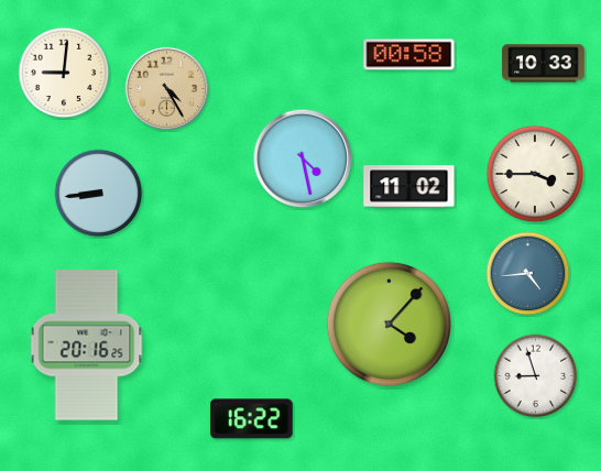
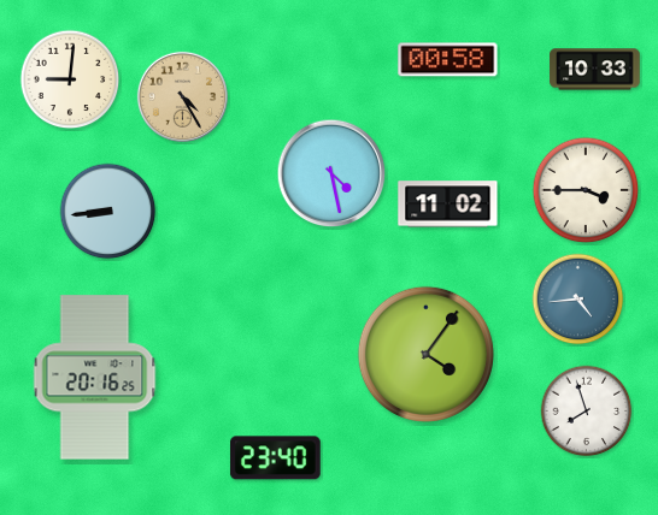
clock at (389, 324): 4:07 -> 4:06
clock at (536, 376): 8:57 -> 7:57
clock at (251, 419): 16:22 -> 23:40
